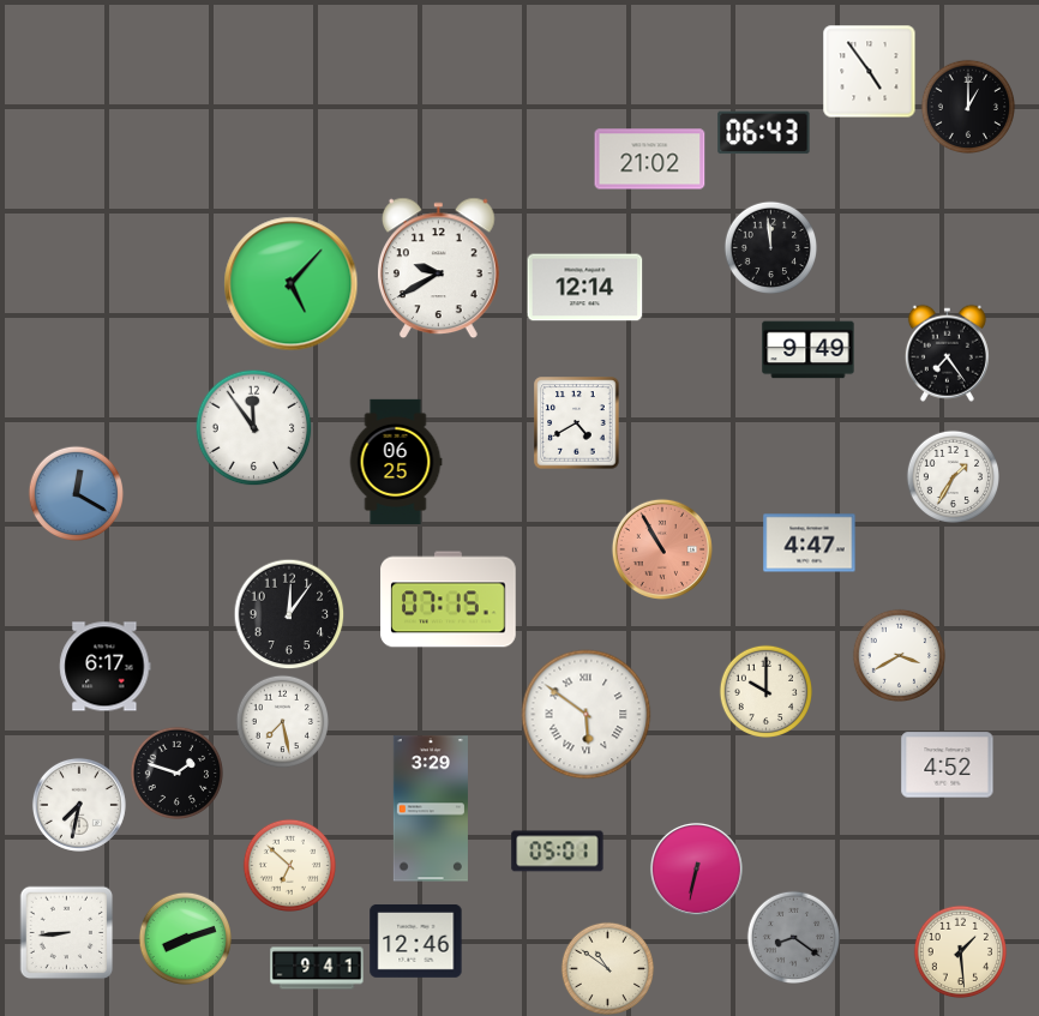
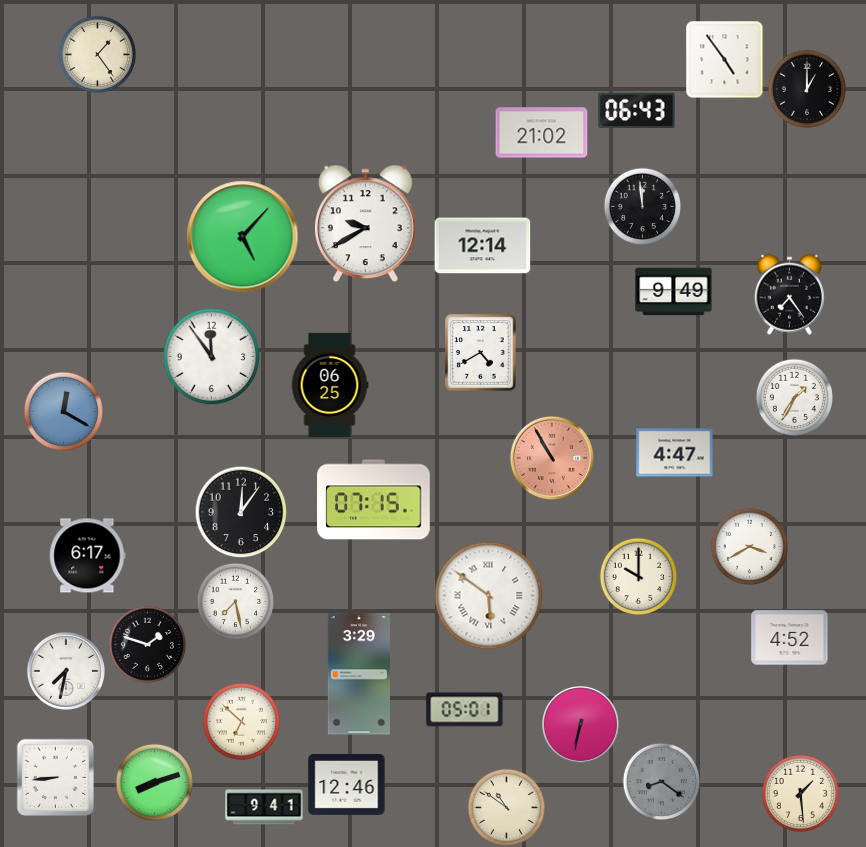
clock at (97, 54): none -> 1:24
clock at (585, 288) position: (585, 288) -> (483, 246)
